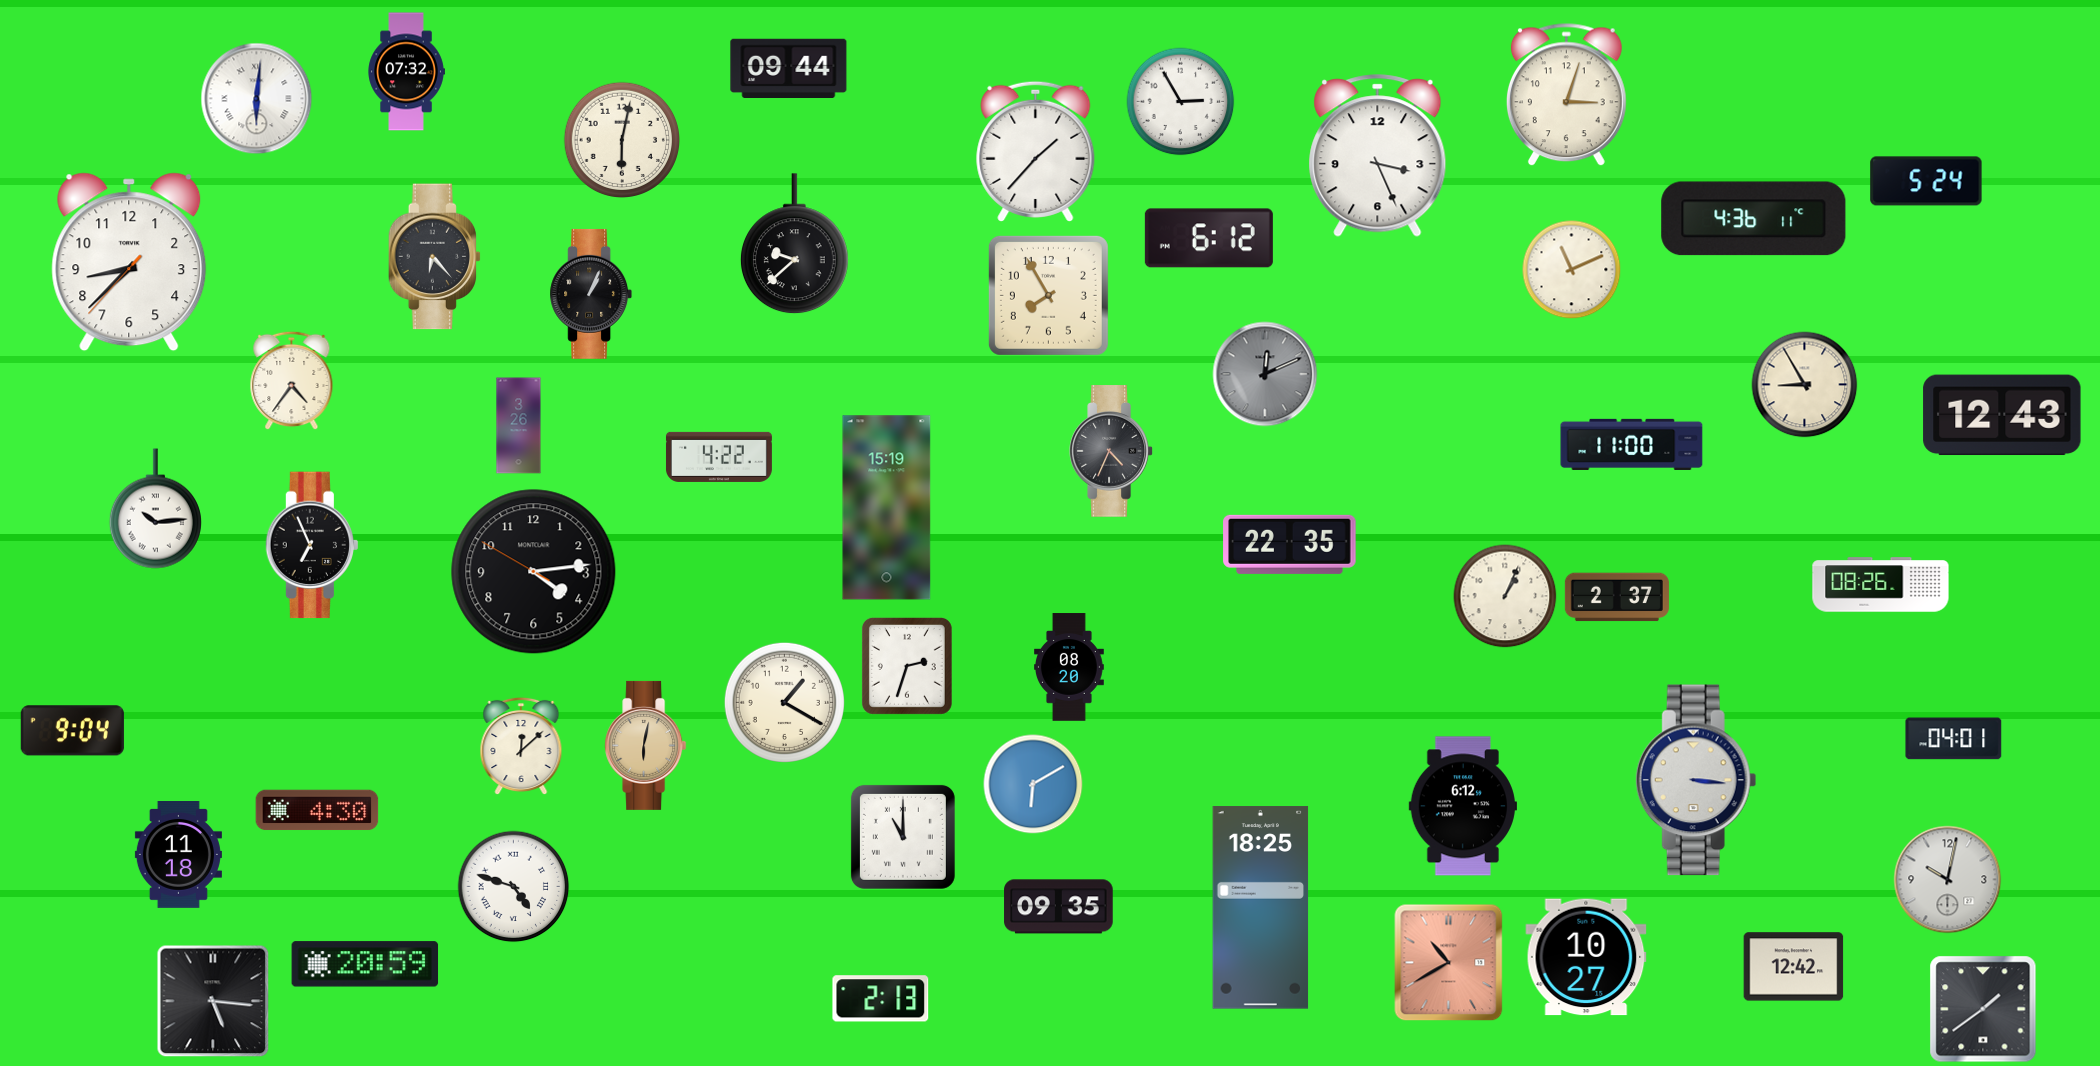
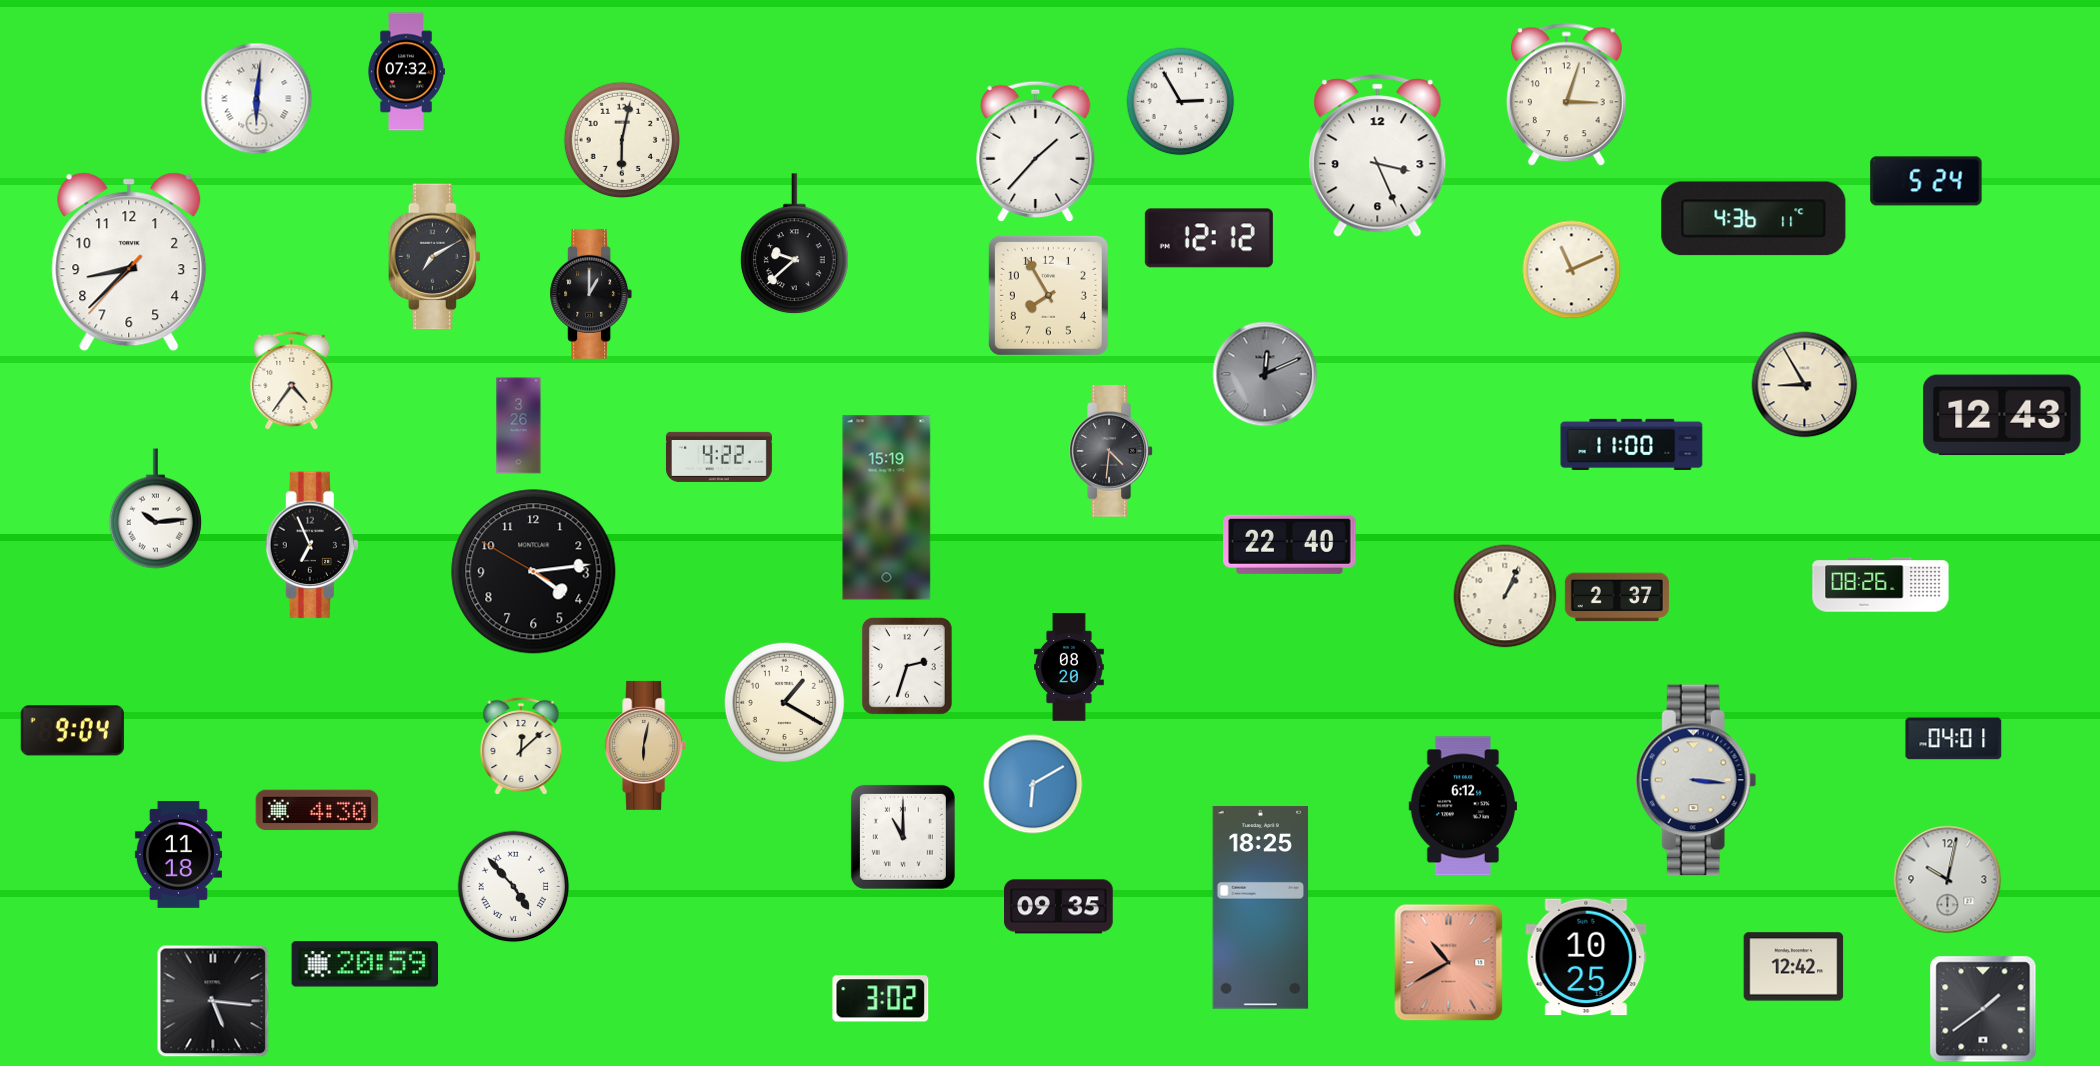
clock at (789, 68): 09:44 -> none
clock at (1209, 238): 6:12 -> 12:12
clock at (435, 257): 6:23 -> 7:10
clock at (591, 294): 1:04 -> 1:00
clock at (1111, 451): 4:34 -> 4:31
clock at (1290, 544): 22:35 -> 22:40
clock at (514, 887): 4:48 -> 4:53
clock at (1586, 957): 10:27 -> 10:25
clock at (881, 999): 2:13 -> 3:02
